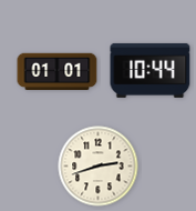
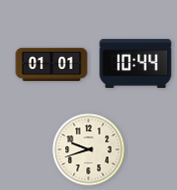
clock at (99, 167): 2:42 -> 9:42
